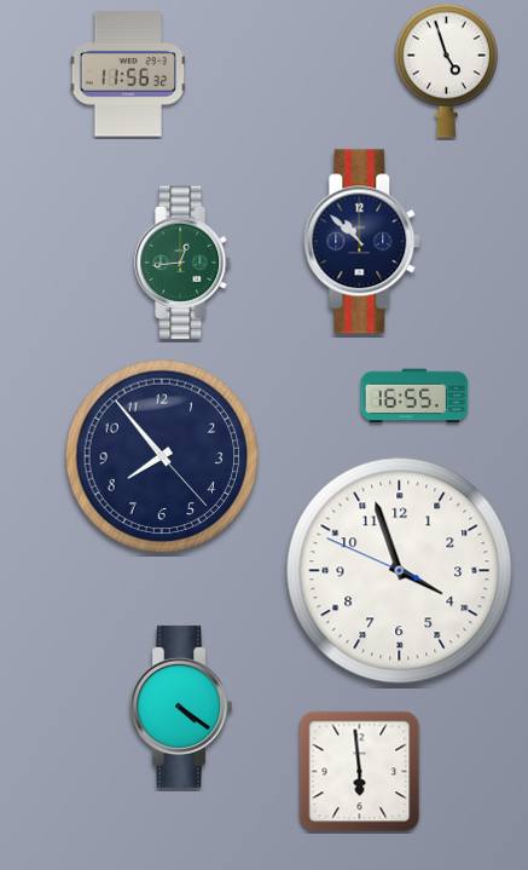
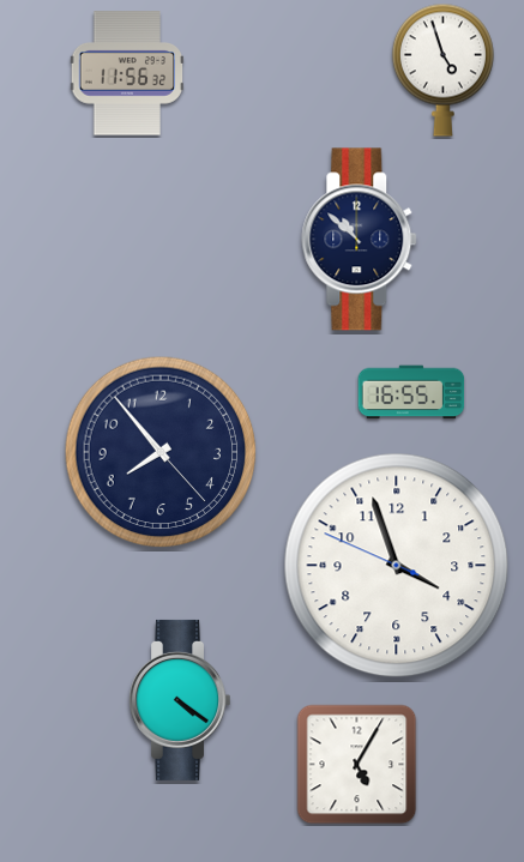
clock at (184, 263): 12:44 -> none
clock at (360, 772): 5:59 -> 5:05
